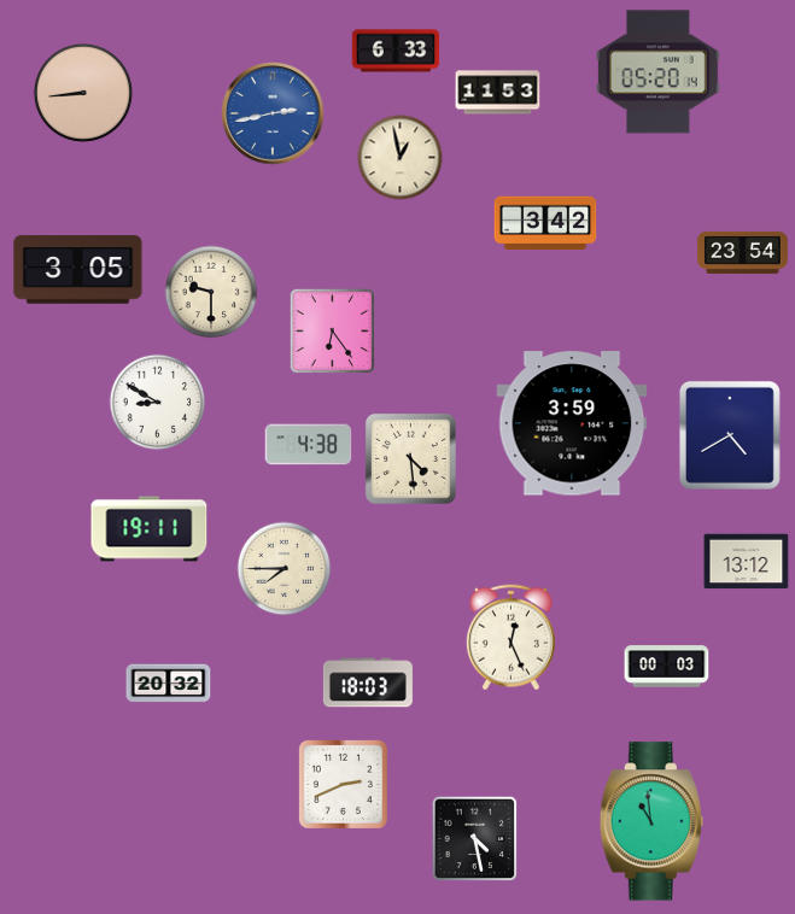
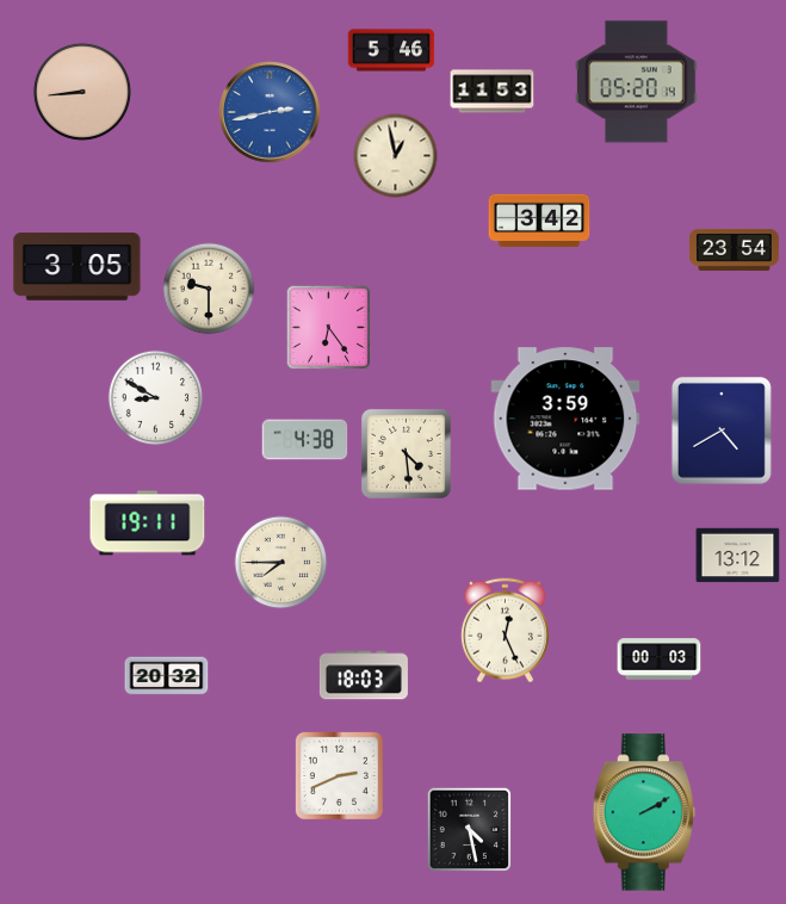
clock at (396, 51): 6:33 -> 5:46
clock at (659, 72) position: (659, 72) -> (637, 82)
clock at (651, 821): 10:59 -> 2:10
